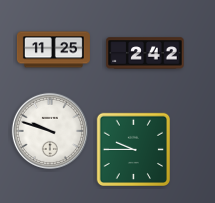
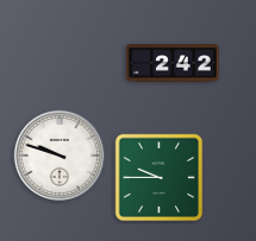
clock at (53, 50): 11:25 -> none
